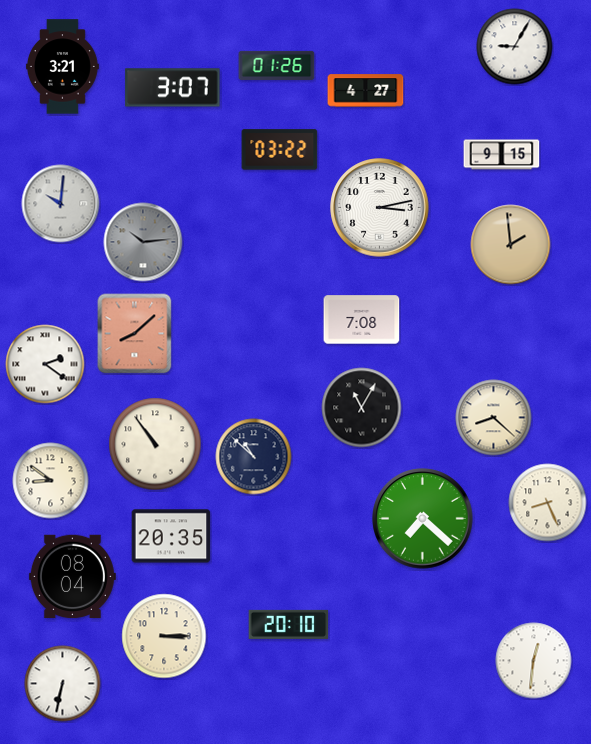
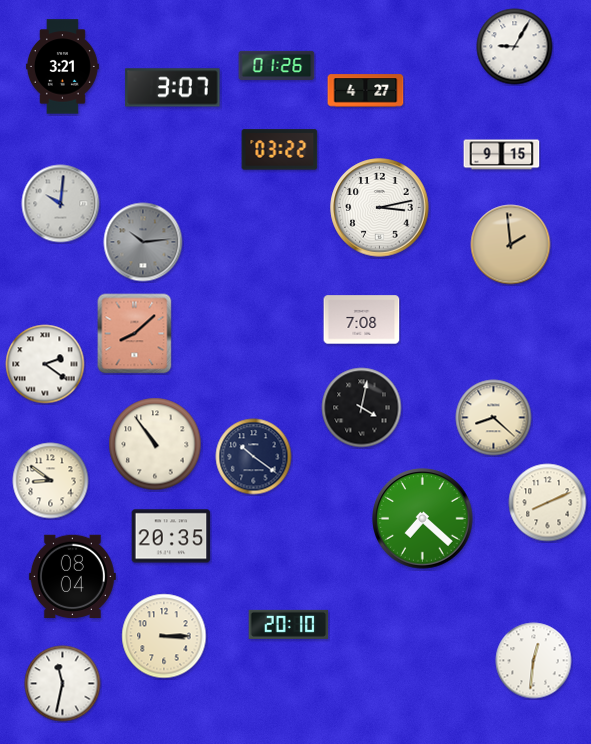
clock at (362, 408): 11:05 -> 4:02
clock at (254, 457): 10:52 -> 10:21
clock at (548, 503): 8:26 -> 8:11
clock at (63, 684): 6:32 -> 11:32
